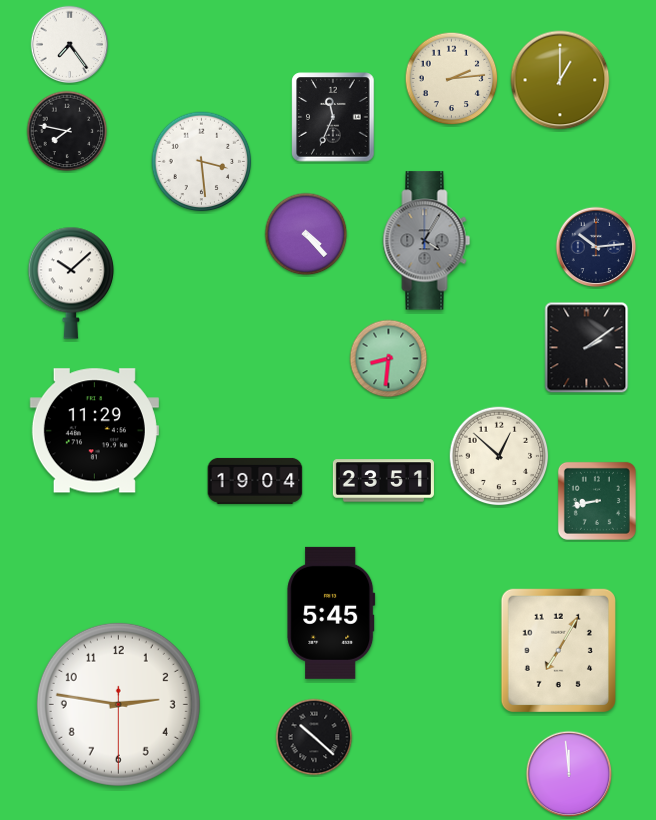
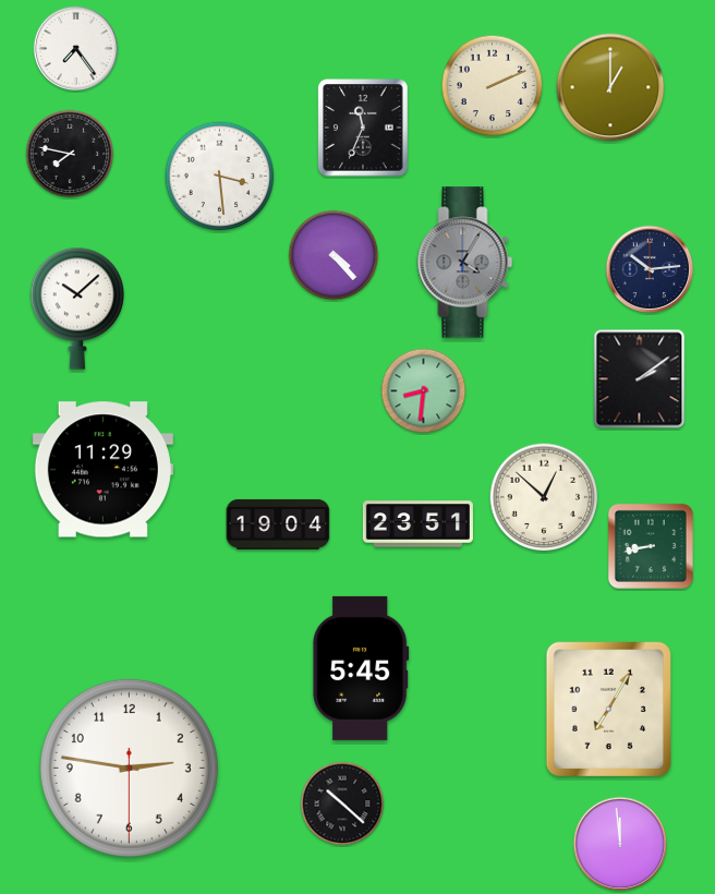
clock at (452, 79): 2:14 -> 2:11
clock at (67, 131) position: (67, 131) -> (70, 154)
